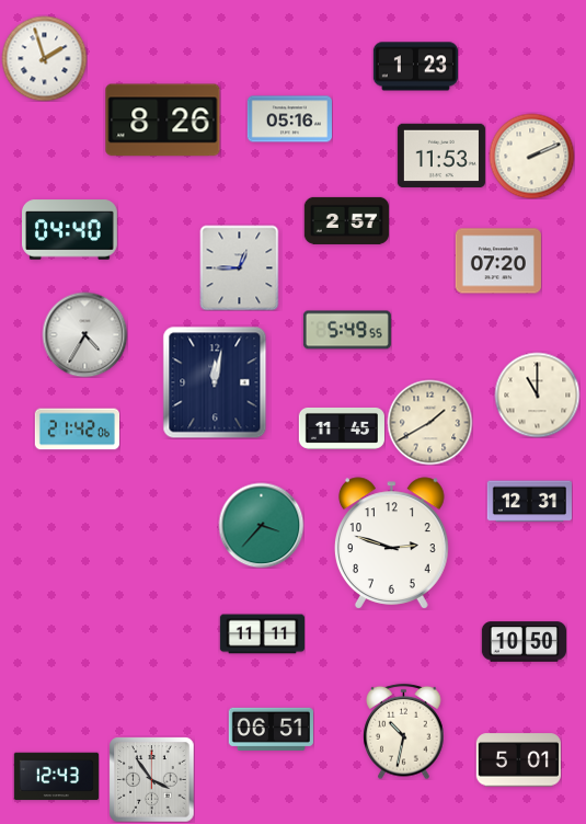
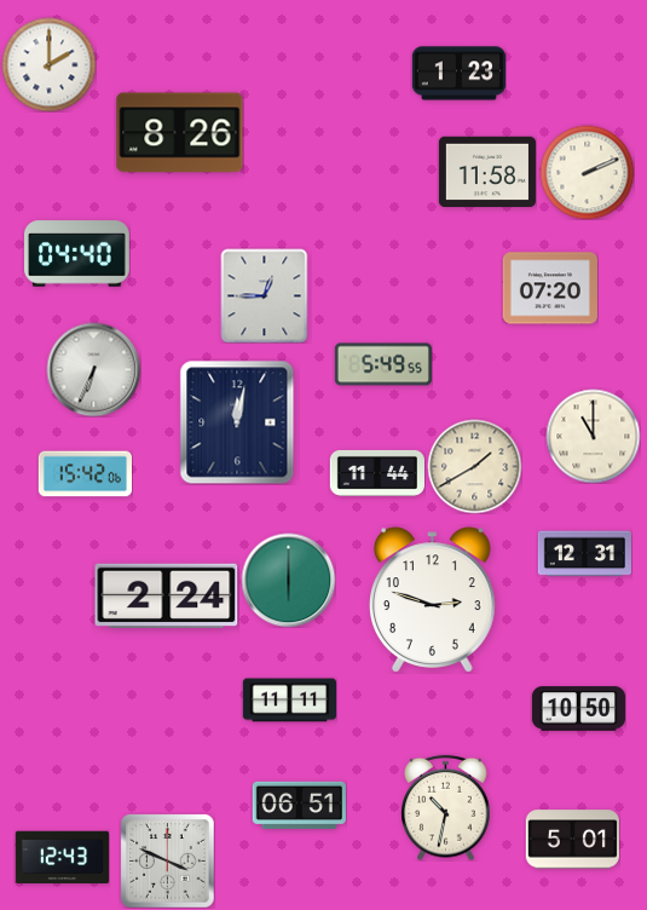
clock at (44, 58): 1:57 -> 2:00
clock at (289, 119): 05:16 -> none
clock at (441, 156): 11:53 -> 11:58
clock at (346, 220): 2:57 -> none
clock at (84, 334): 4:35 -> 6:34
clock at (342, 428): 11:45 -> 11:44
clock at (77, 430): 21:42 -> 15:42
clock at (261, 525): 3:37 -> 6:00
clock at (167, 595): none -> 2:24
clock at (151, 779): 3:54 -> 3:49
